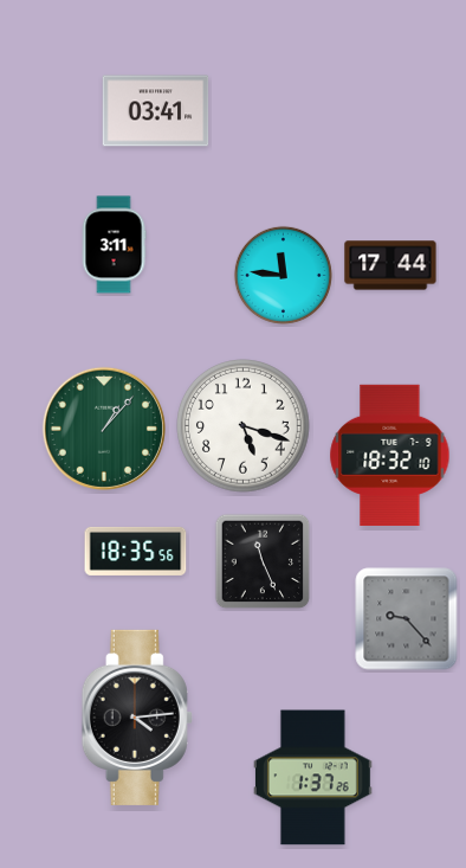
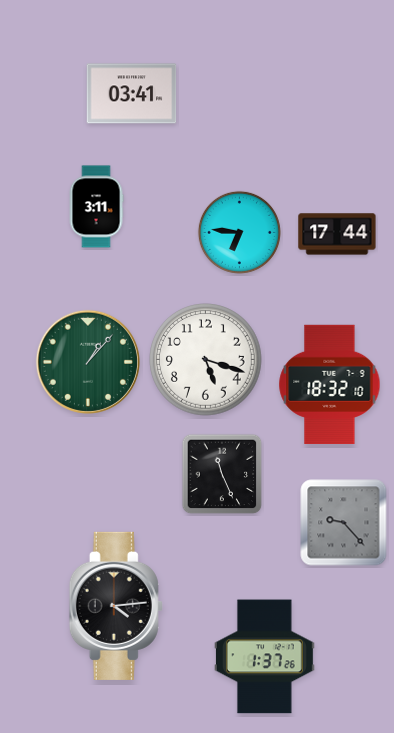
clock at (390, 265) position: (390, 265) -> (337, 234)
clock at (283, 275): 11:46 -> 6:46
clock at (136, 551): 18:35 -> none
